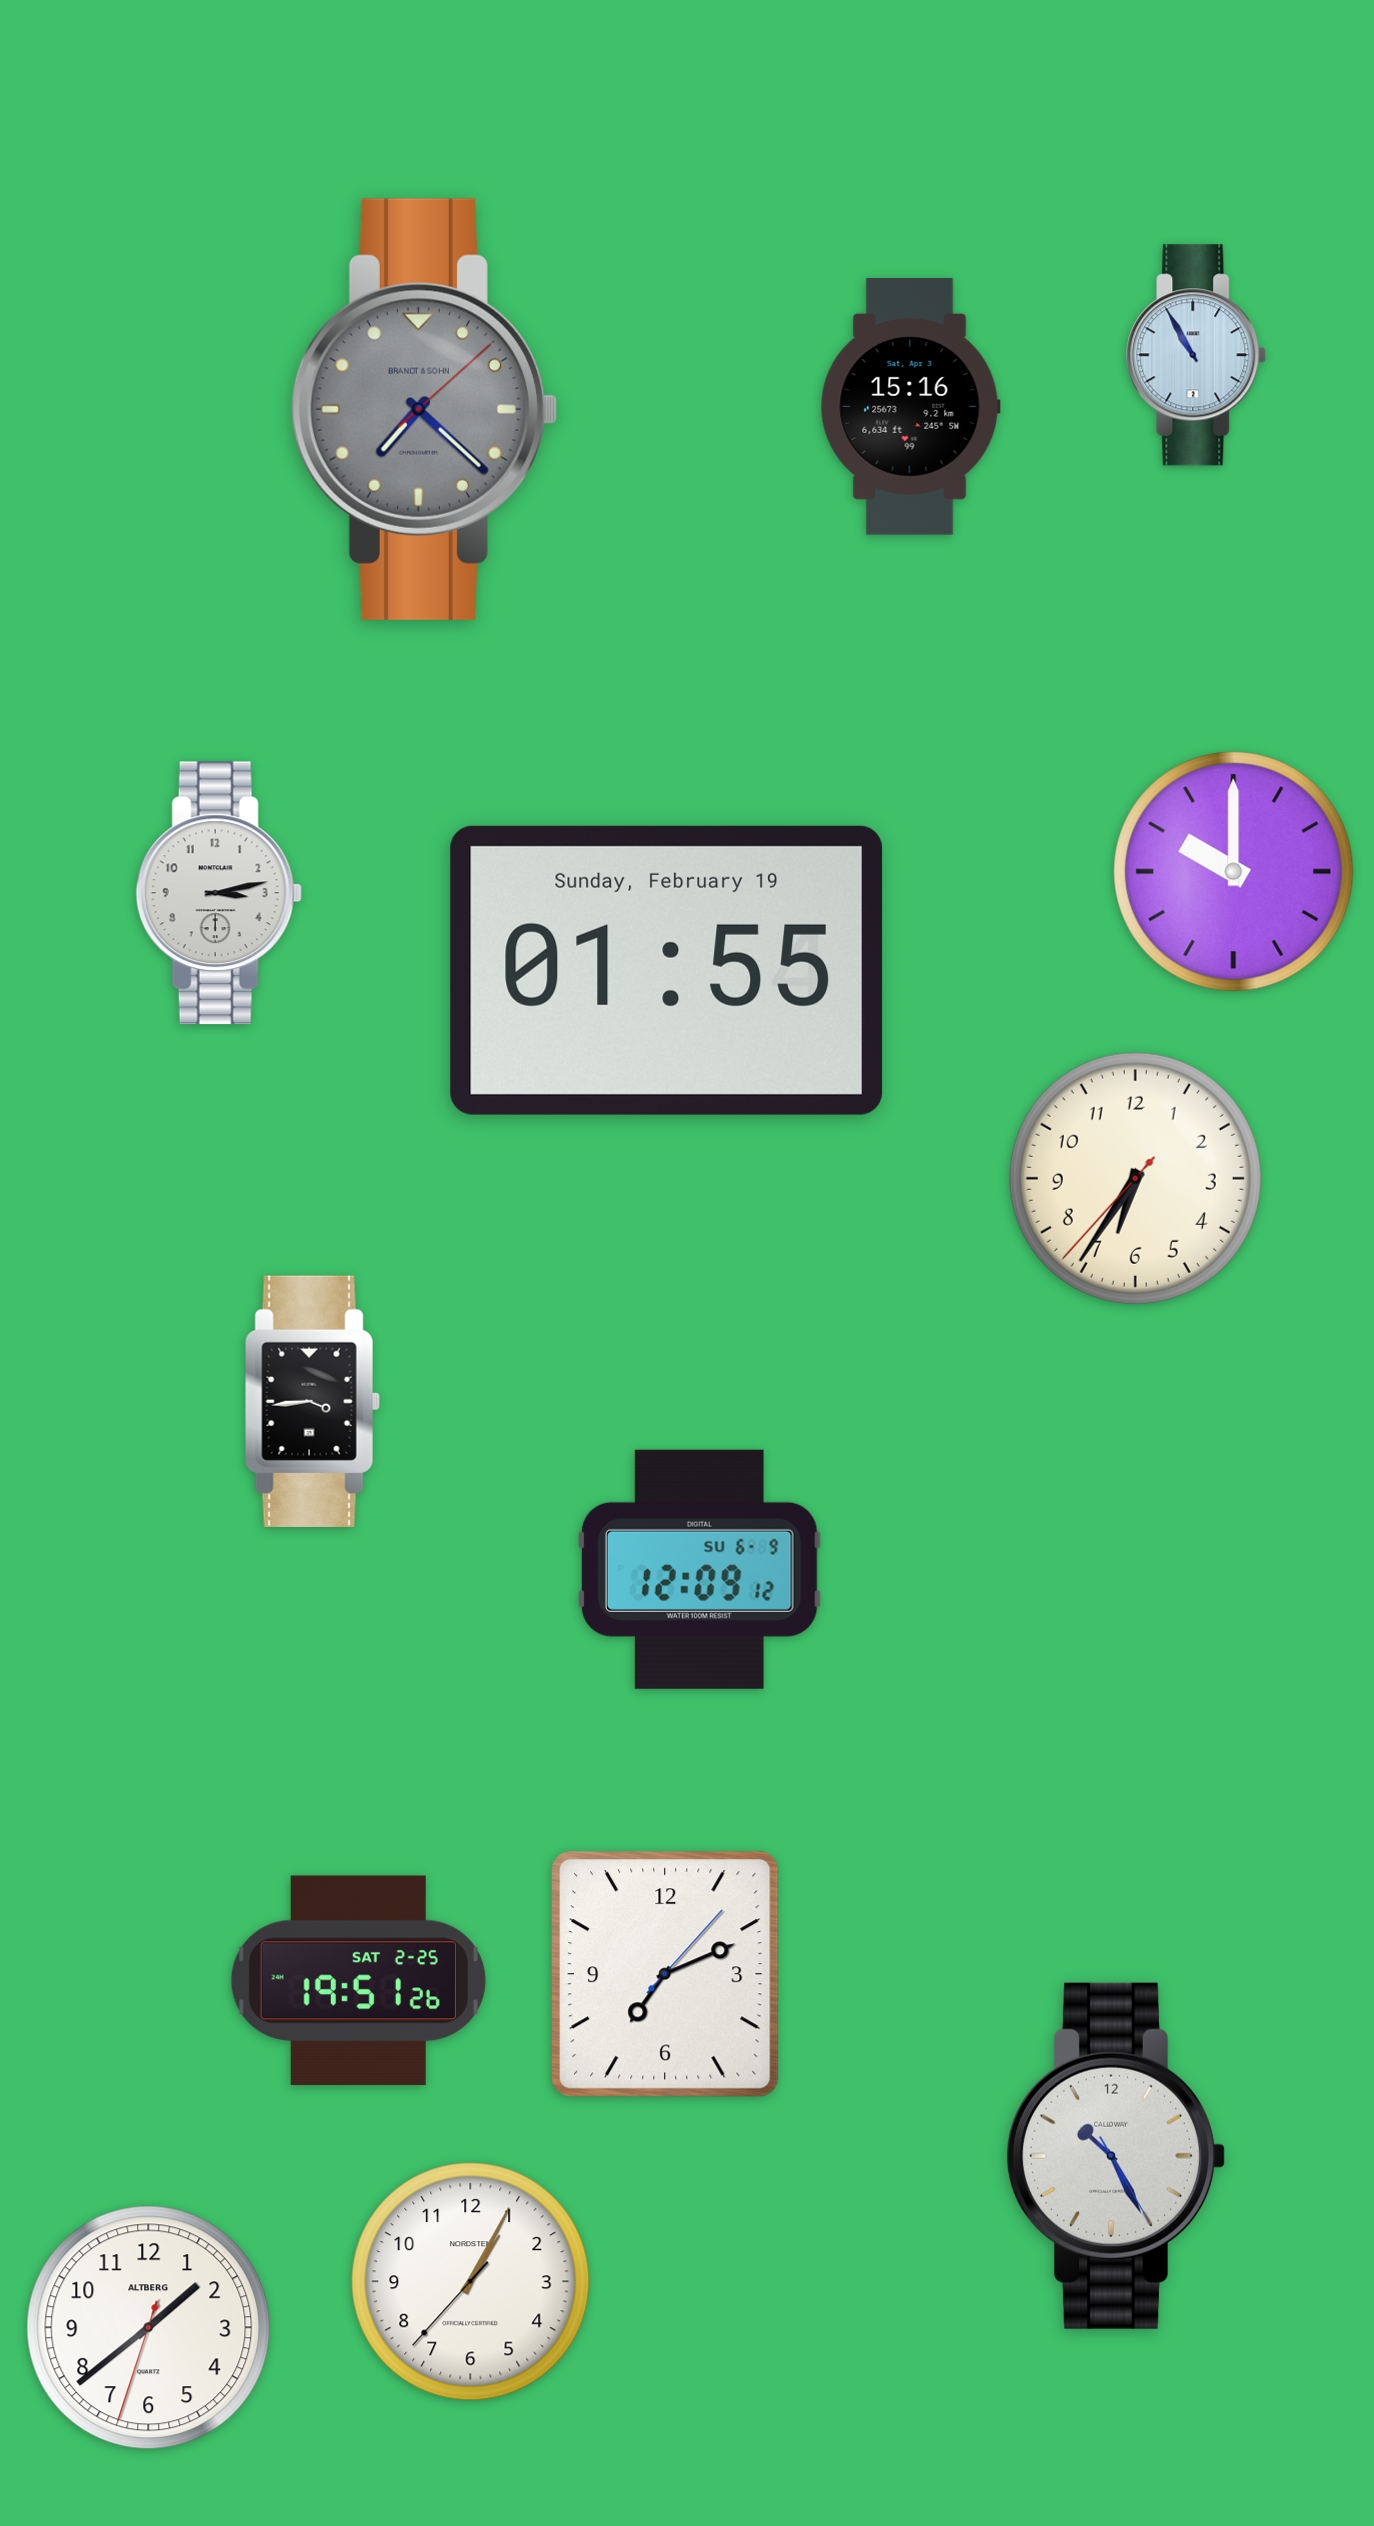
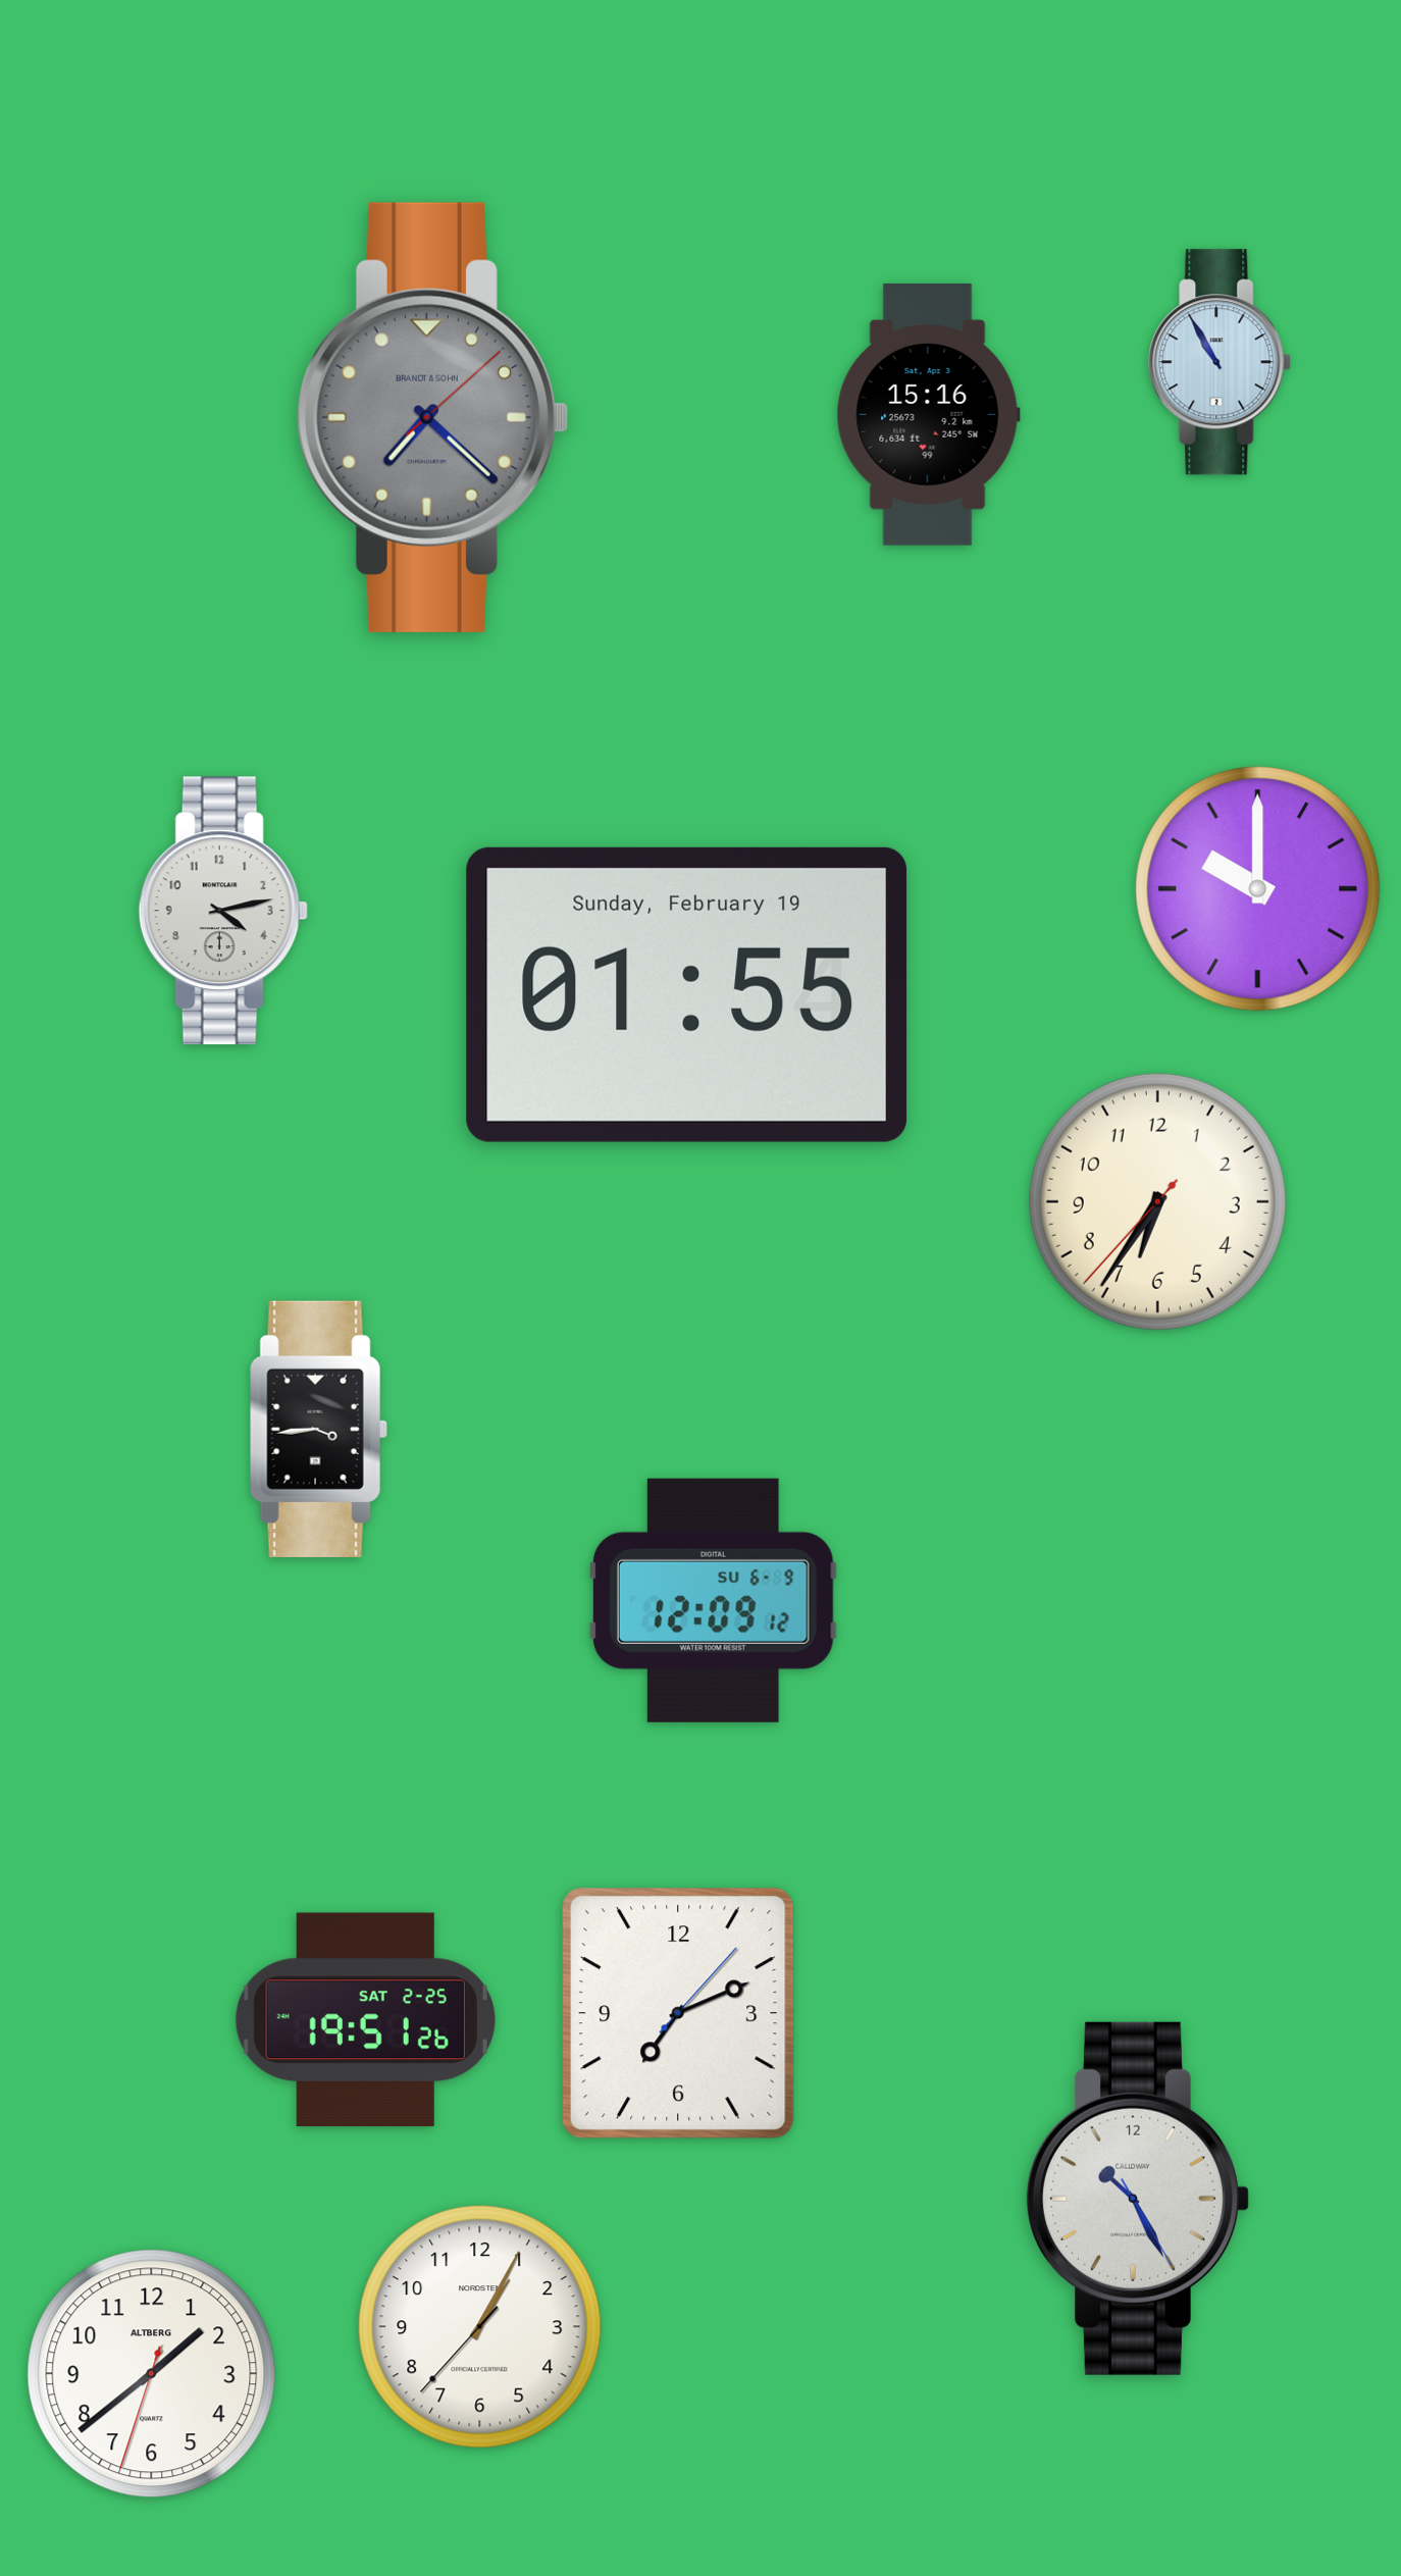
clock at (219, 893): 3:13 -> 4:13
clock at (667, 970) position: (667, 970) -> (687, 994)
